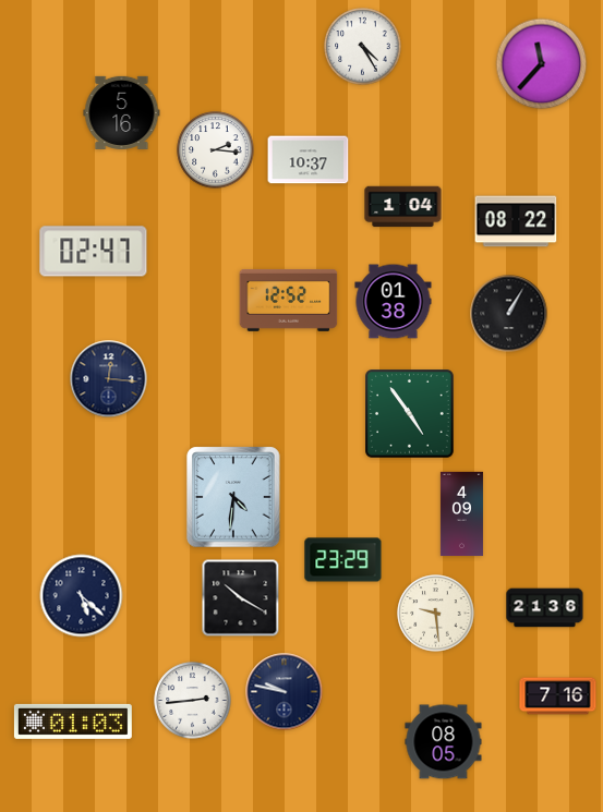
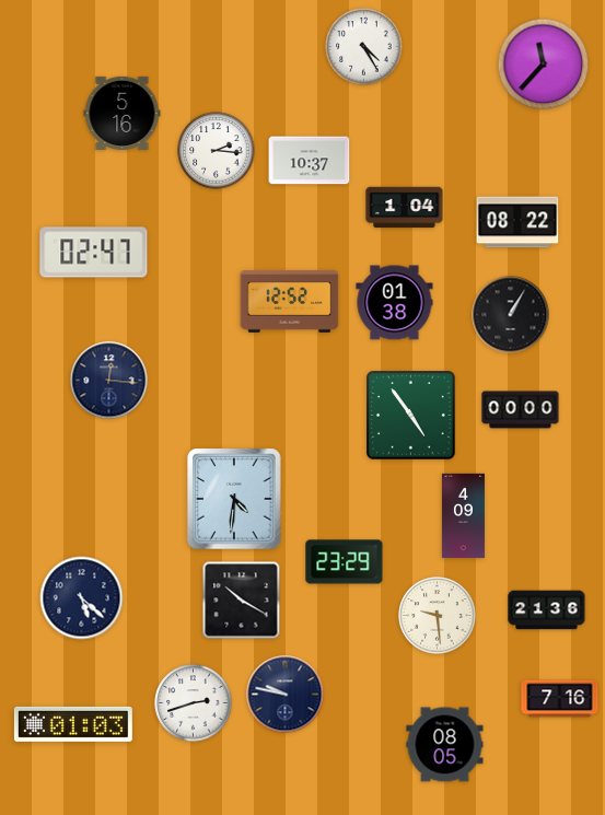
clock at (521, 410): none -> 00:00
clock at (193, 701): 2:44 -> 2:42
